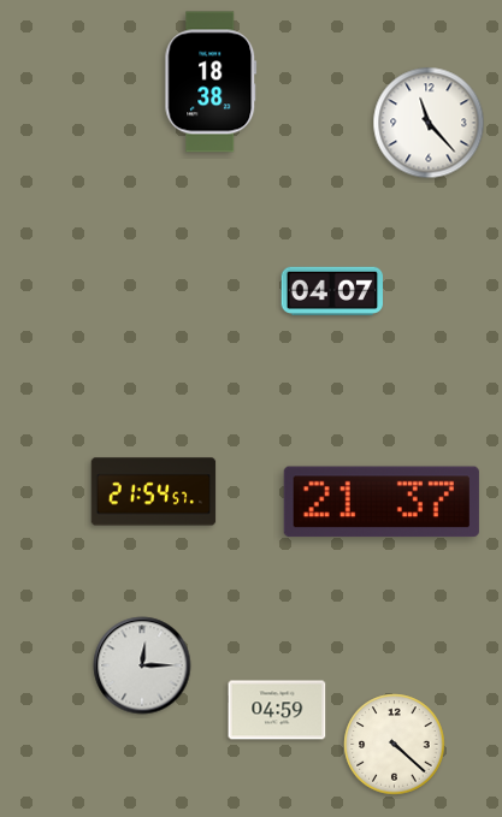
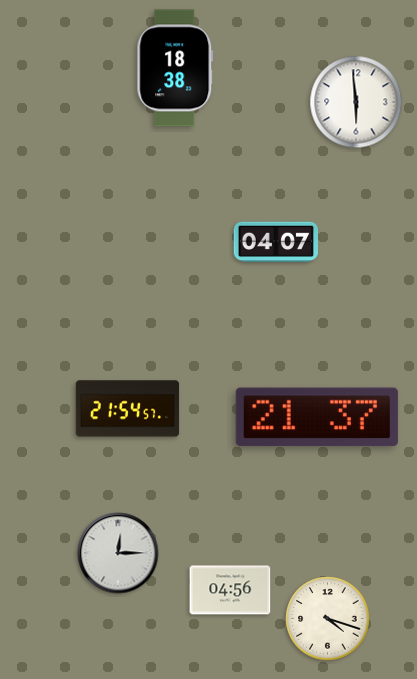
clock at (429, 123): 11:23 -> 5:59
clock at (277, 710): 04:59 -> 04:56
clock at (395, 745): 4:22 -> 4:18
